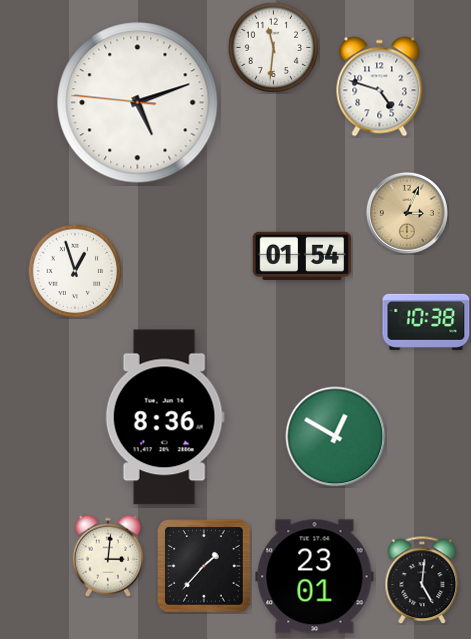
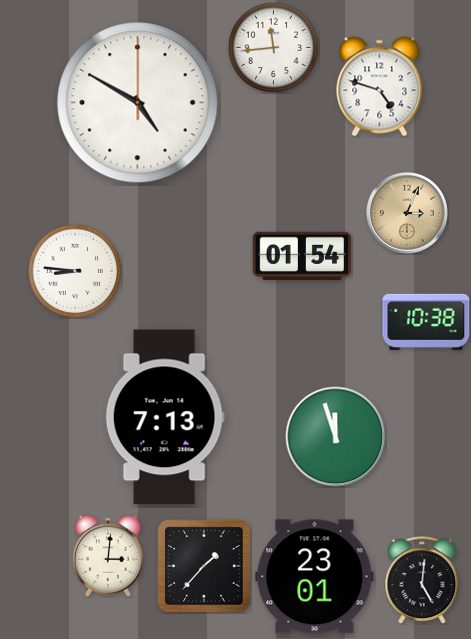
clock at (273, 47): 11:31 -> 11:44
clock at (138, 103): 5:11 -> 4:50
clock at (75, 271): 12:57 -> 8:46
clock at (165, 417): 8:36 -> 7:13
clock at (336, 437): 12:50 -> 11:57
